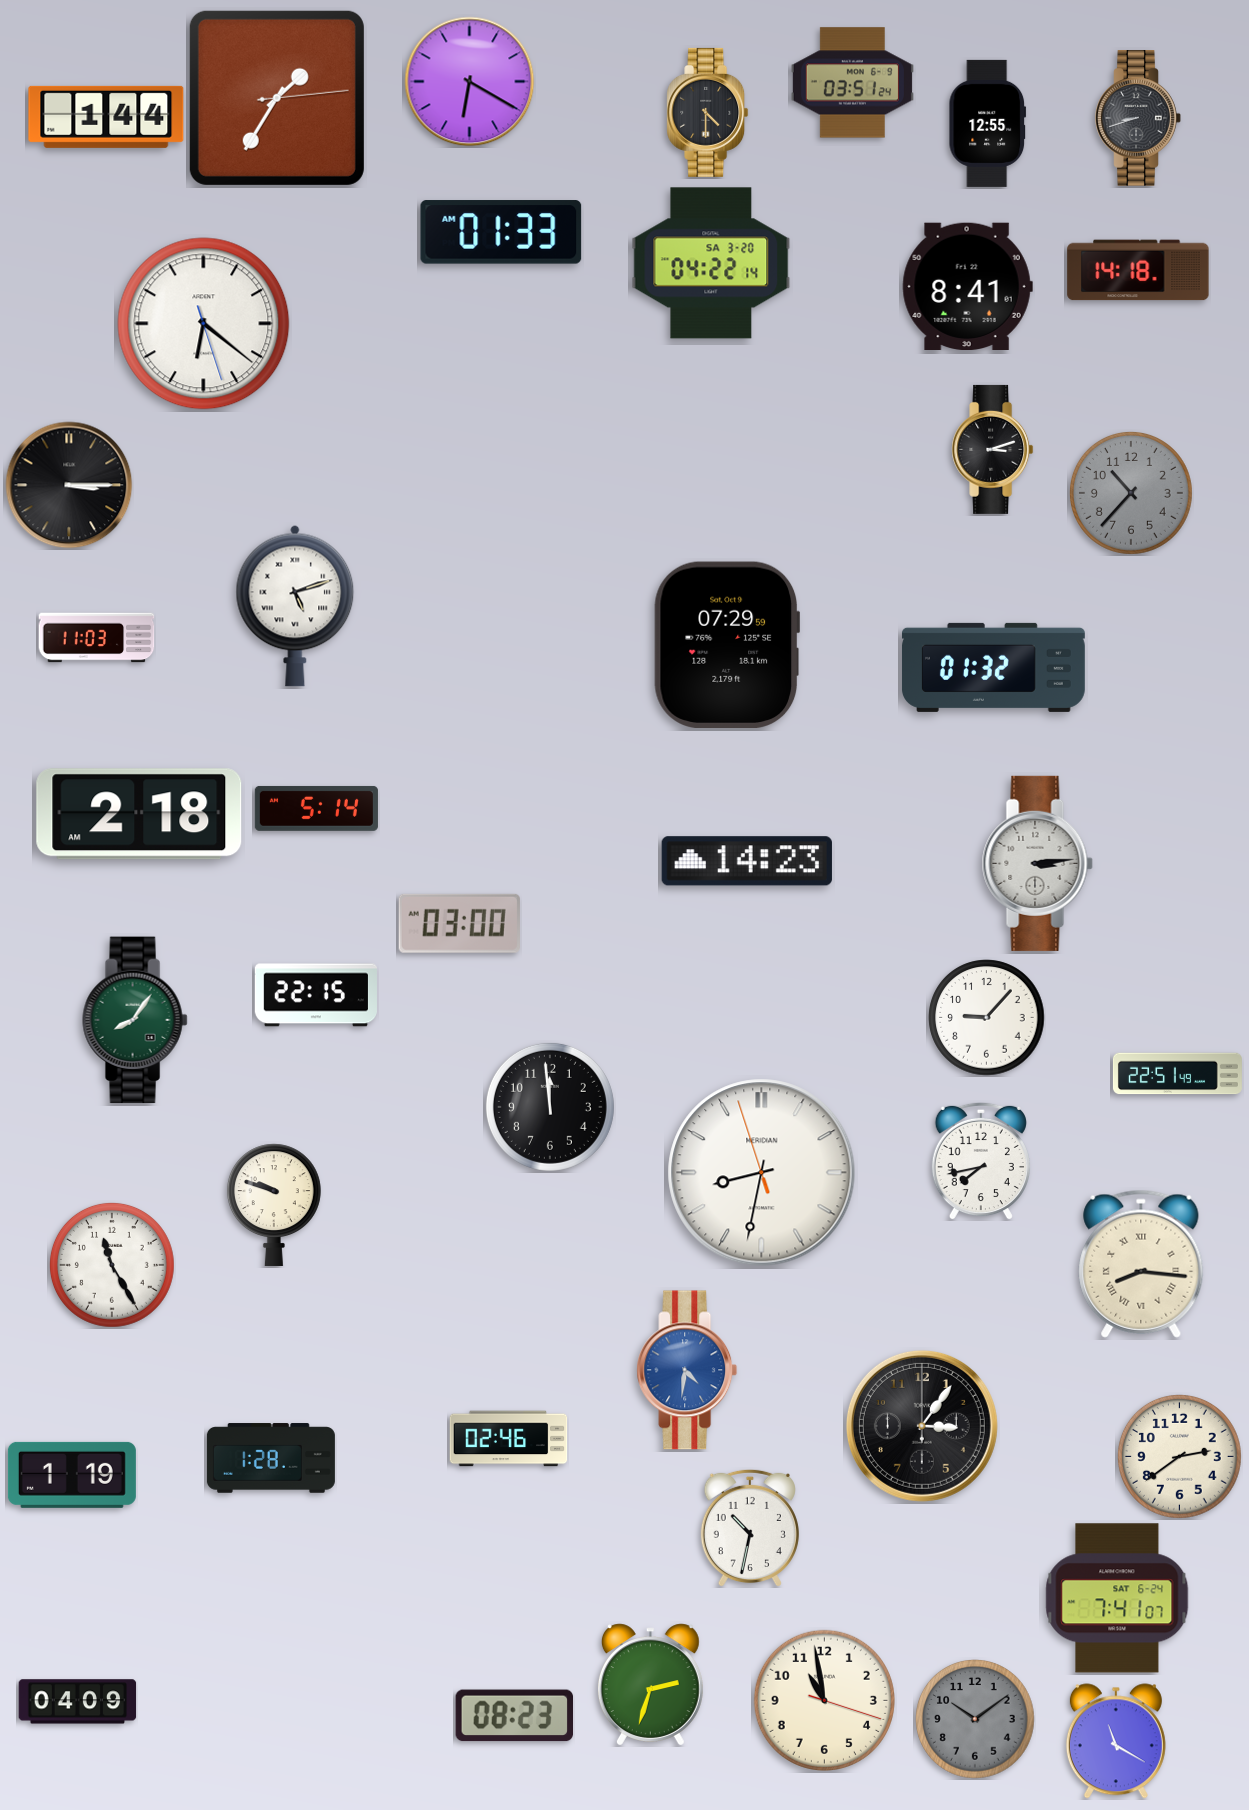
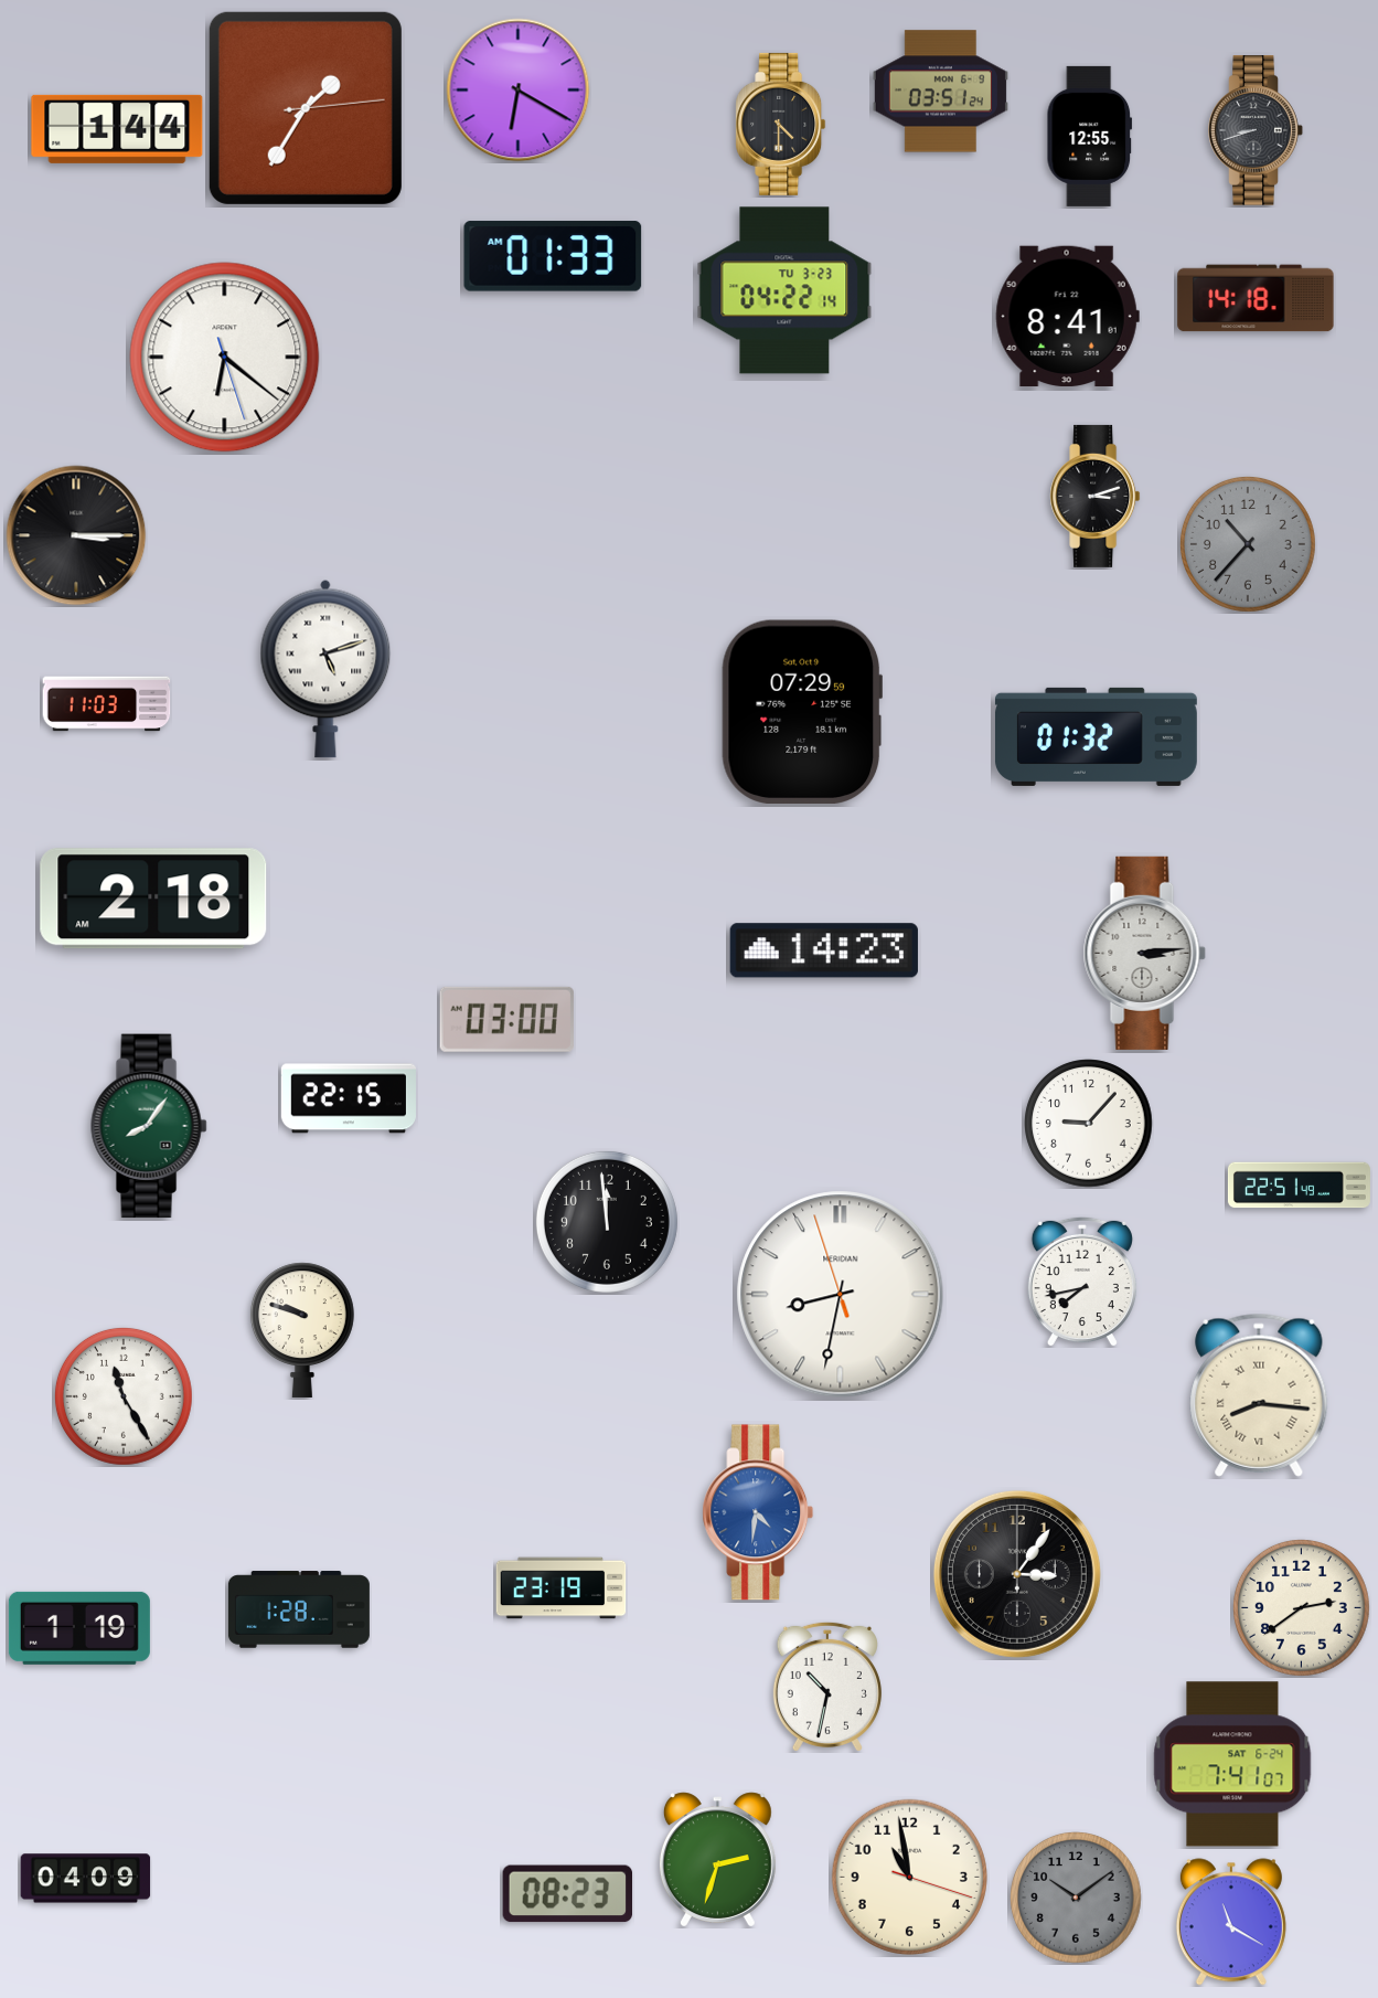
clock at (711, 263) date: SA 3-20 -> TU 3-23
clock at (316, 808): 5:14 -> none
clock at (509, 1439): 02:46 -> 23:19
